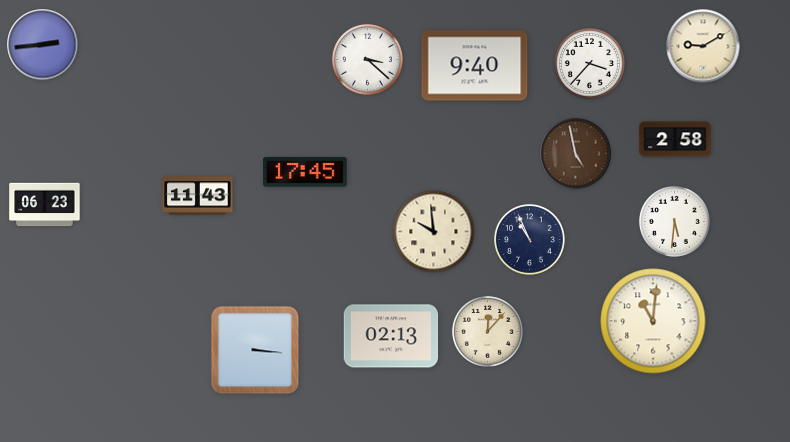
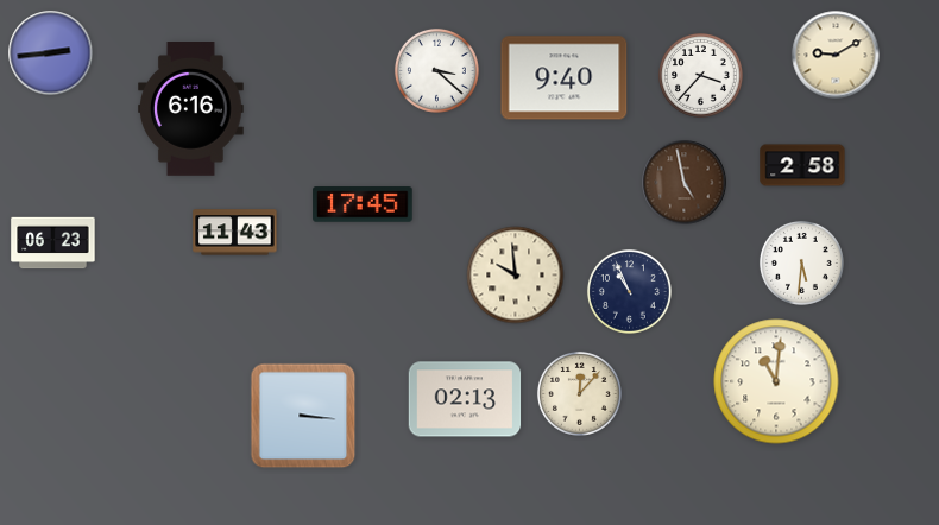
clock at (191, 109): none -> 6:16
clock at (529, 239) position: (529, 239) -> (629, 291)
